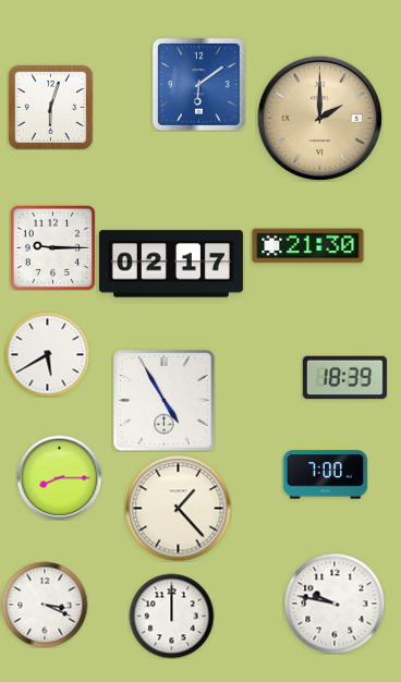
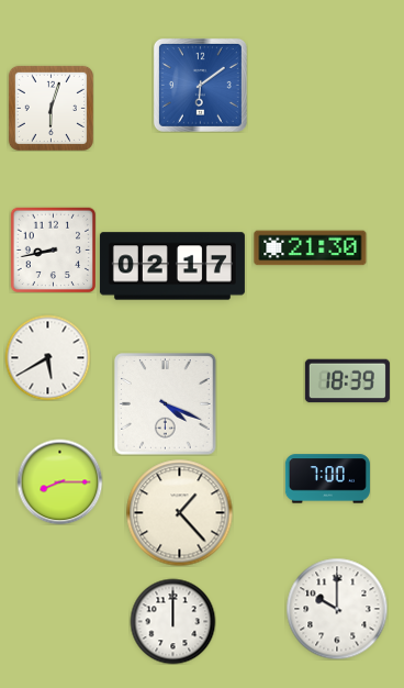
clock at (319, 118): 2:00 -> none
clock at (52, 247): 9:15 -> 8:43
clock at (165, 401): 4:55 -> 4:19
clock at (335, 604): 9:47 -> 10:00
clock at (45, 605): 3:19 -> none
